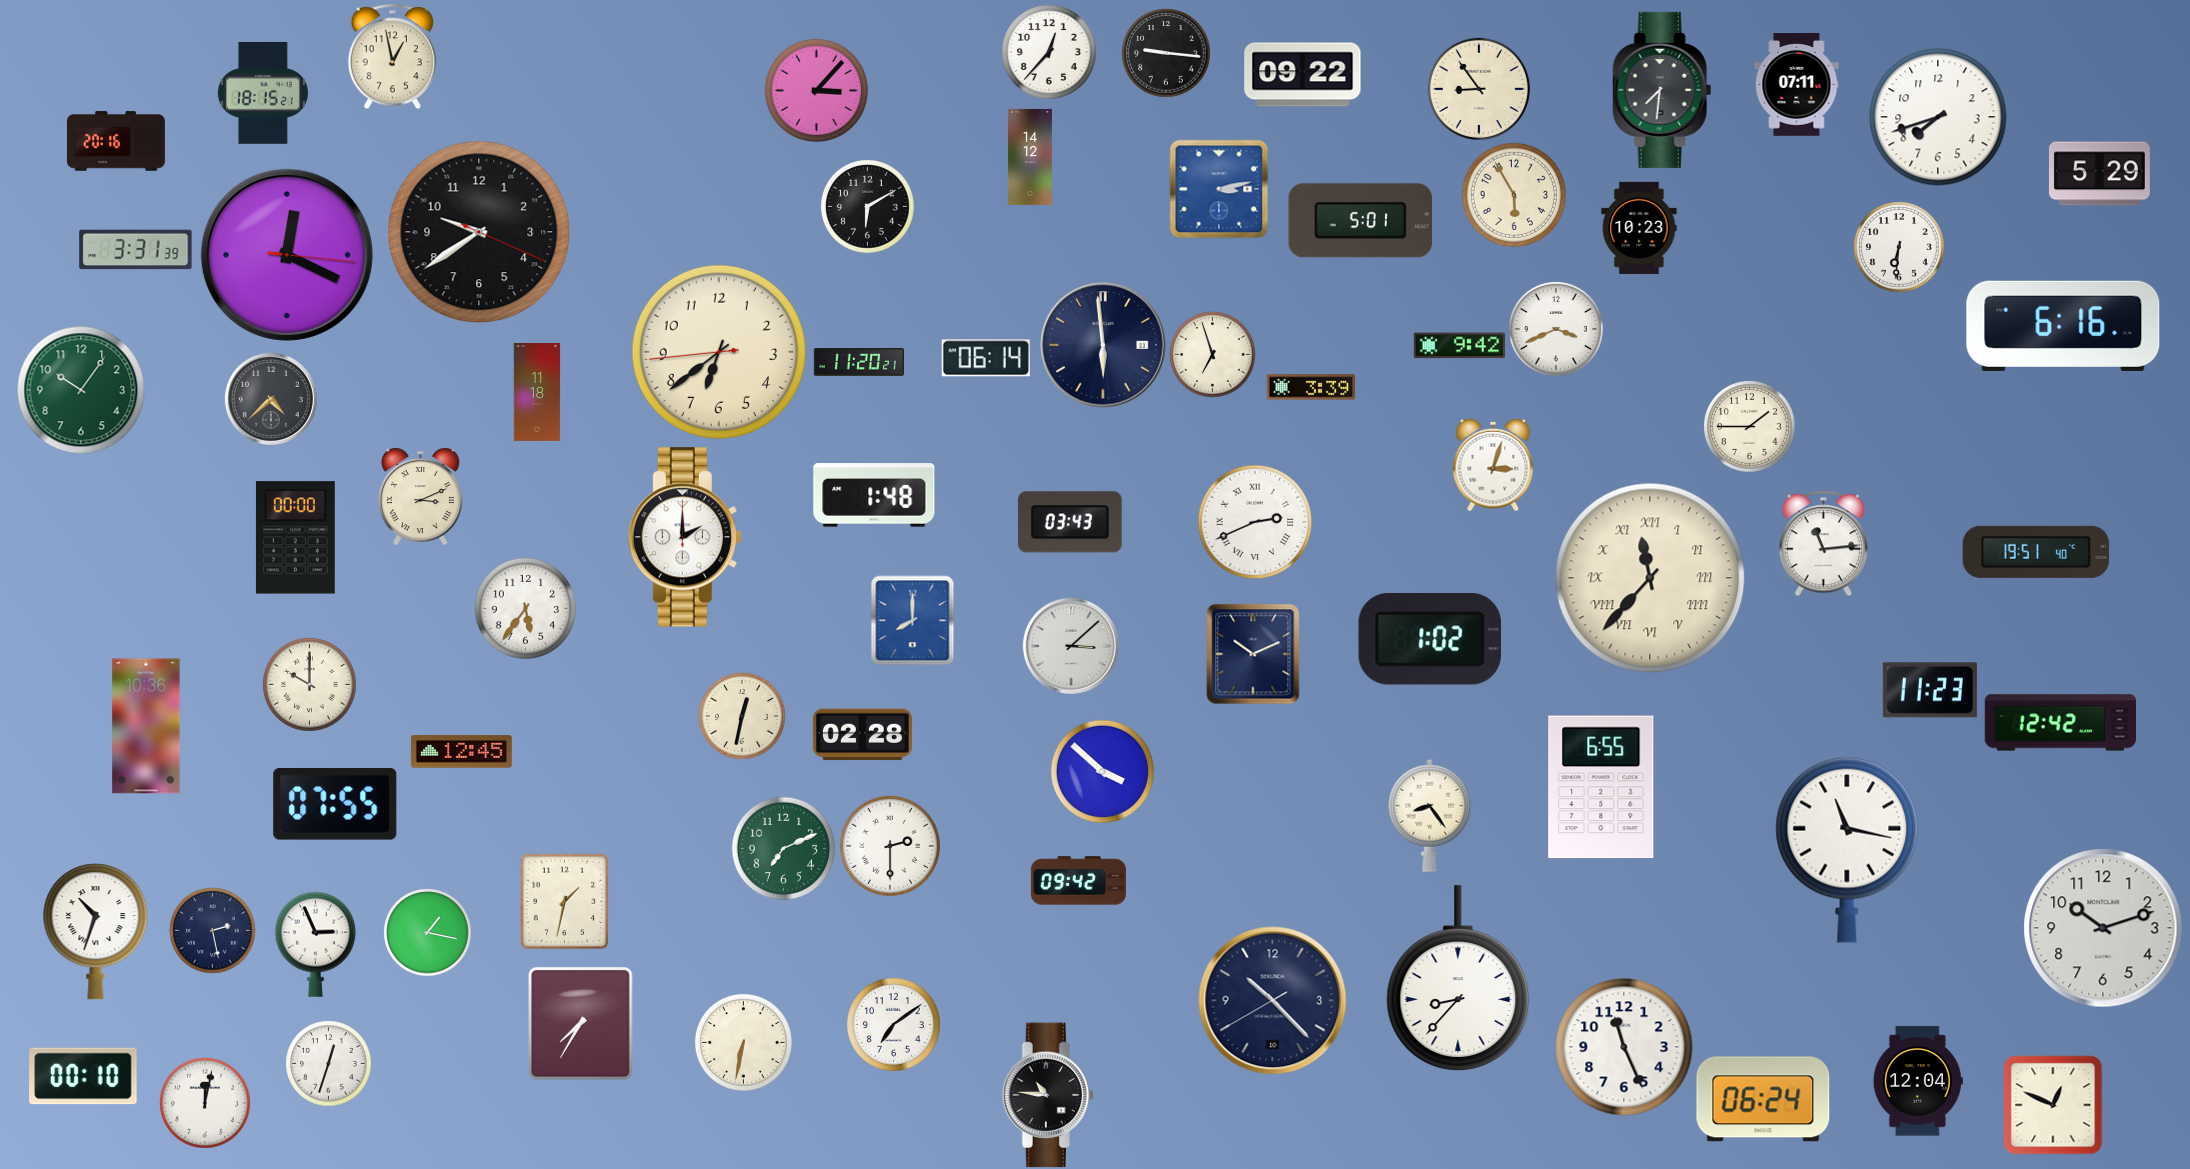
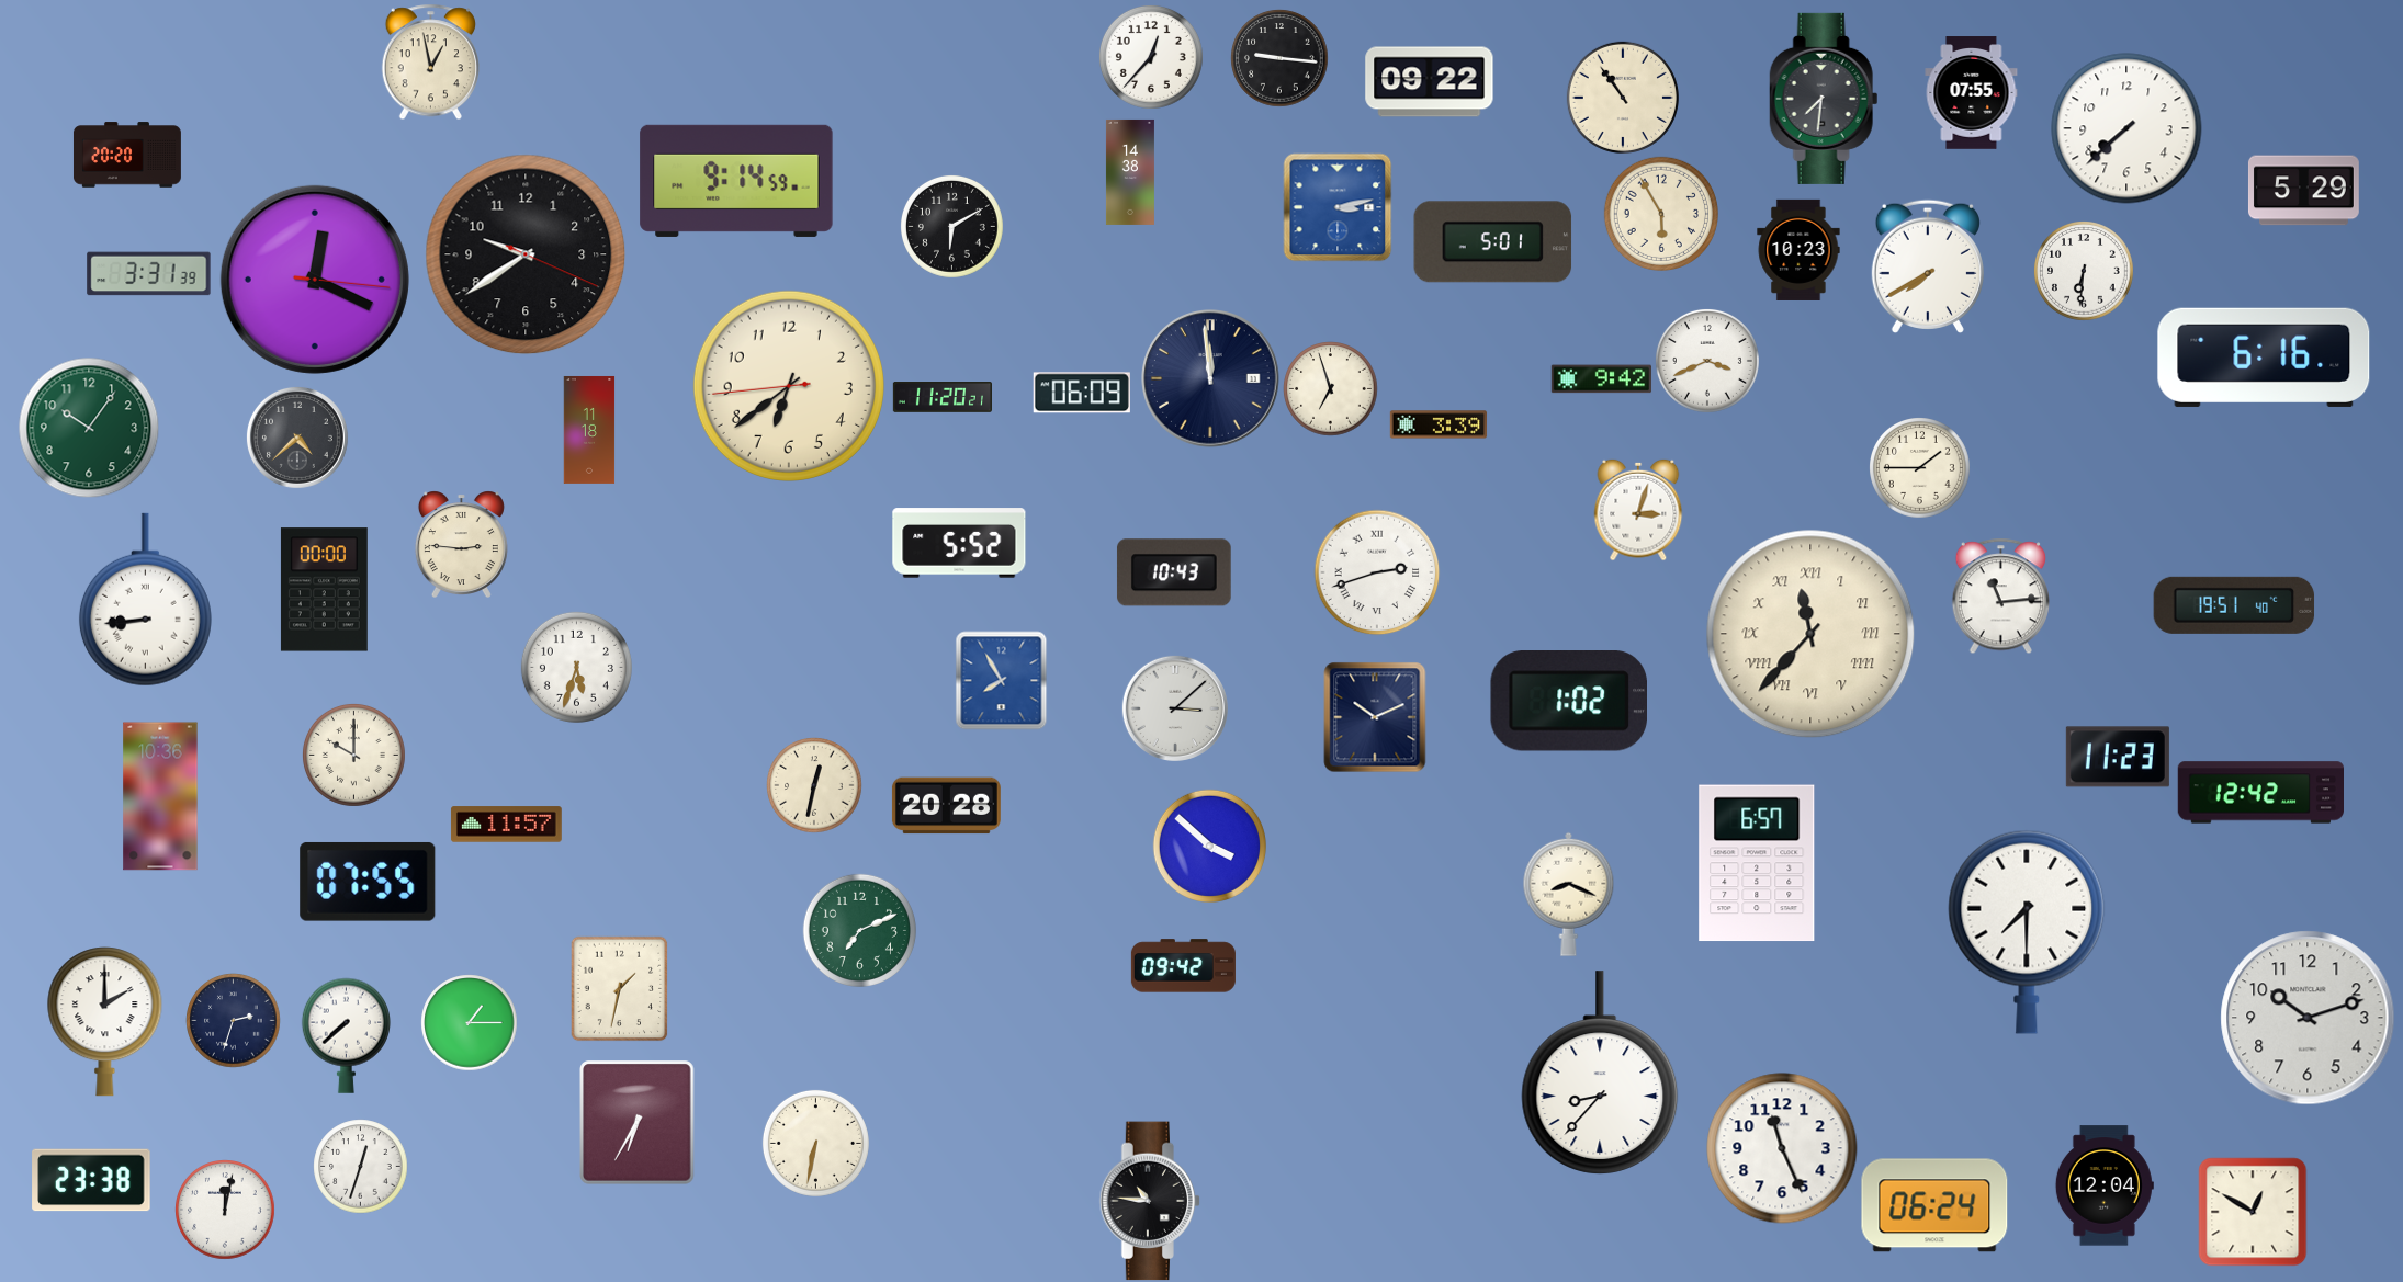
clock at (1797, 85): 07:11 -> 07:55
clock at (1479, 89): 8:54 -> 10:54
clock at (816, 90): 3:07 -> none
clock at (263, 93): 18:15 -> none
clock at (1938, 117): 7:42 -> 7:38
clock at (116, 141): 20:16 -> 20:20
clock at (1030, 157): 14:12 -> 14:38
clock at (736, 181): none -> 9:14
clock at (1928, 266): none -> 7:40
clock at (1103, 345): 5:59 -> 11:59
clock at (986, 358): 06:14 -> 06:09
clock at (874, 495): 1:48 -> 5:52
clock at (420, 496): 3:11 -> 2:46
clock at (1070, 522): 03:43 -> 10:43
clock at (1255, 522): 2:41 -> 2:42
clock at (684, 537): 2:00 -> none
clock at (145, 600): none -> 8:44
clock at (525, 608): 5:36 -> 5:33
clock at (913, 620): 8:00 -> 7:55
clock at (309, 684) position: (309, 684) -> (353, 755)
clock at (862, 735): 02:28 -> 20:28
clock at (461, 752): 12:45 -> 11:57
clock at (1601, 787): 6:55 -> 6:57
clock at (1430, 815): 8:24 -> 8:19
clock at (890, 846): 2:30 -> none
clock at (1847, 850): 11:17 -> 7:30
clock at (212, 930): 2:28 -> 2:33
clock at (96, 932): 10:33 -> 2:00
clock at (427, 932): 1:17 -> 1:15
clock at (315, 944): 2:56 -> 7:38
clock at (1273, 1001): 10:22 -> none
clock at (581, 1024): 7:35 -> 6:35
clock at (893, 1024): 7:09 -> none
clock at (83, 1076): 00:10 -> 23:38
clock at (2053, 1105): 12:49 -> 12:50
